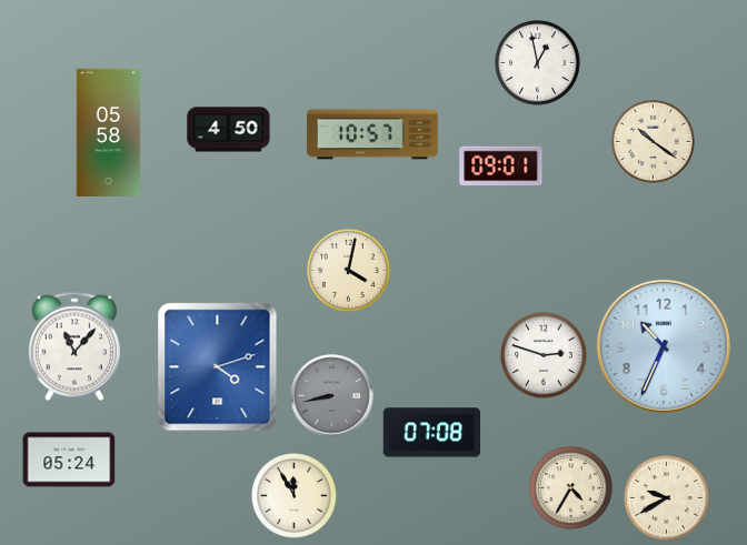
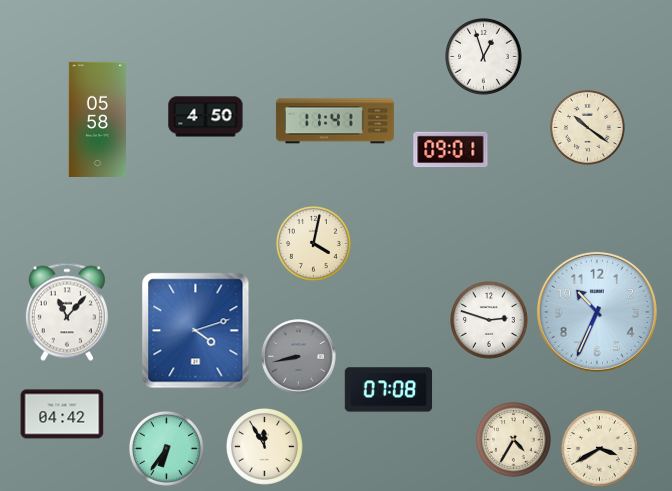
clock at (538, 63): 12:58 -> 12:57
clock at (372, 134): 10:57 -> 11:41
clock at (69, 460): 05:24 -> 04:42
clock at (166, 448): none -> 6:36
clock at (667, 498): 9:40 -> 3:40
